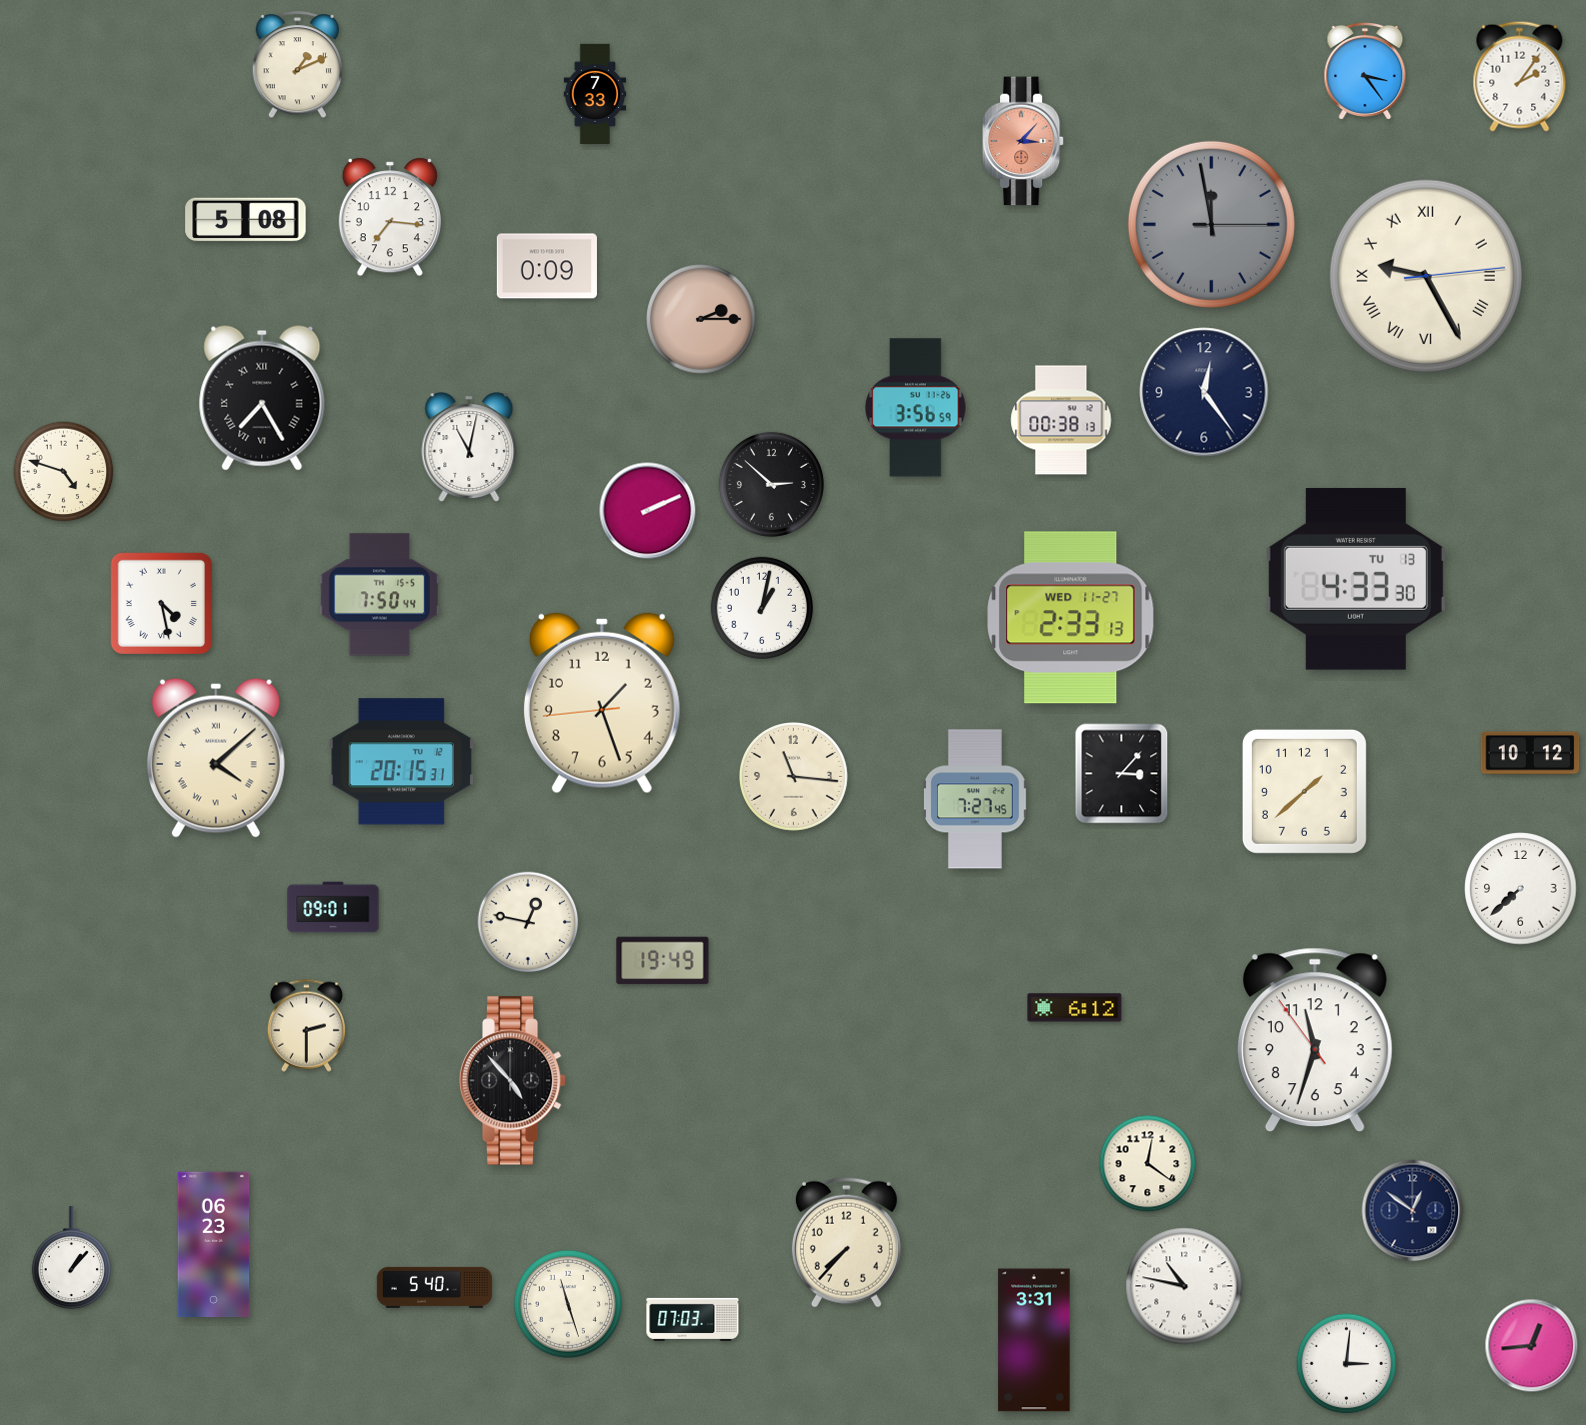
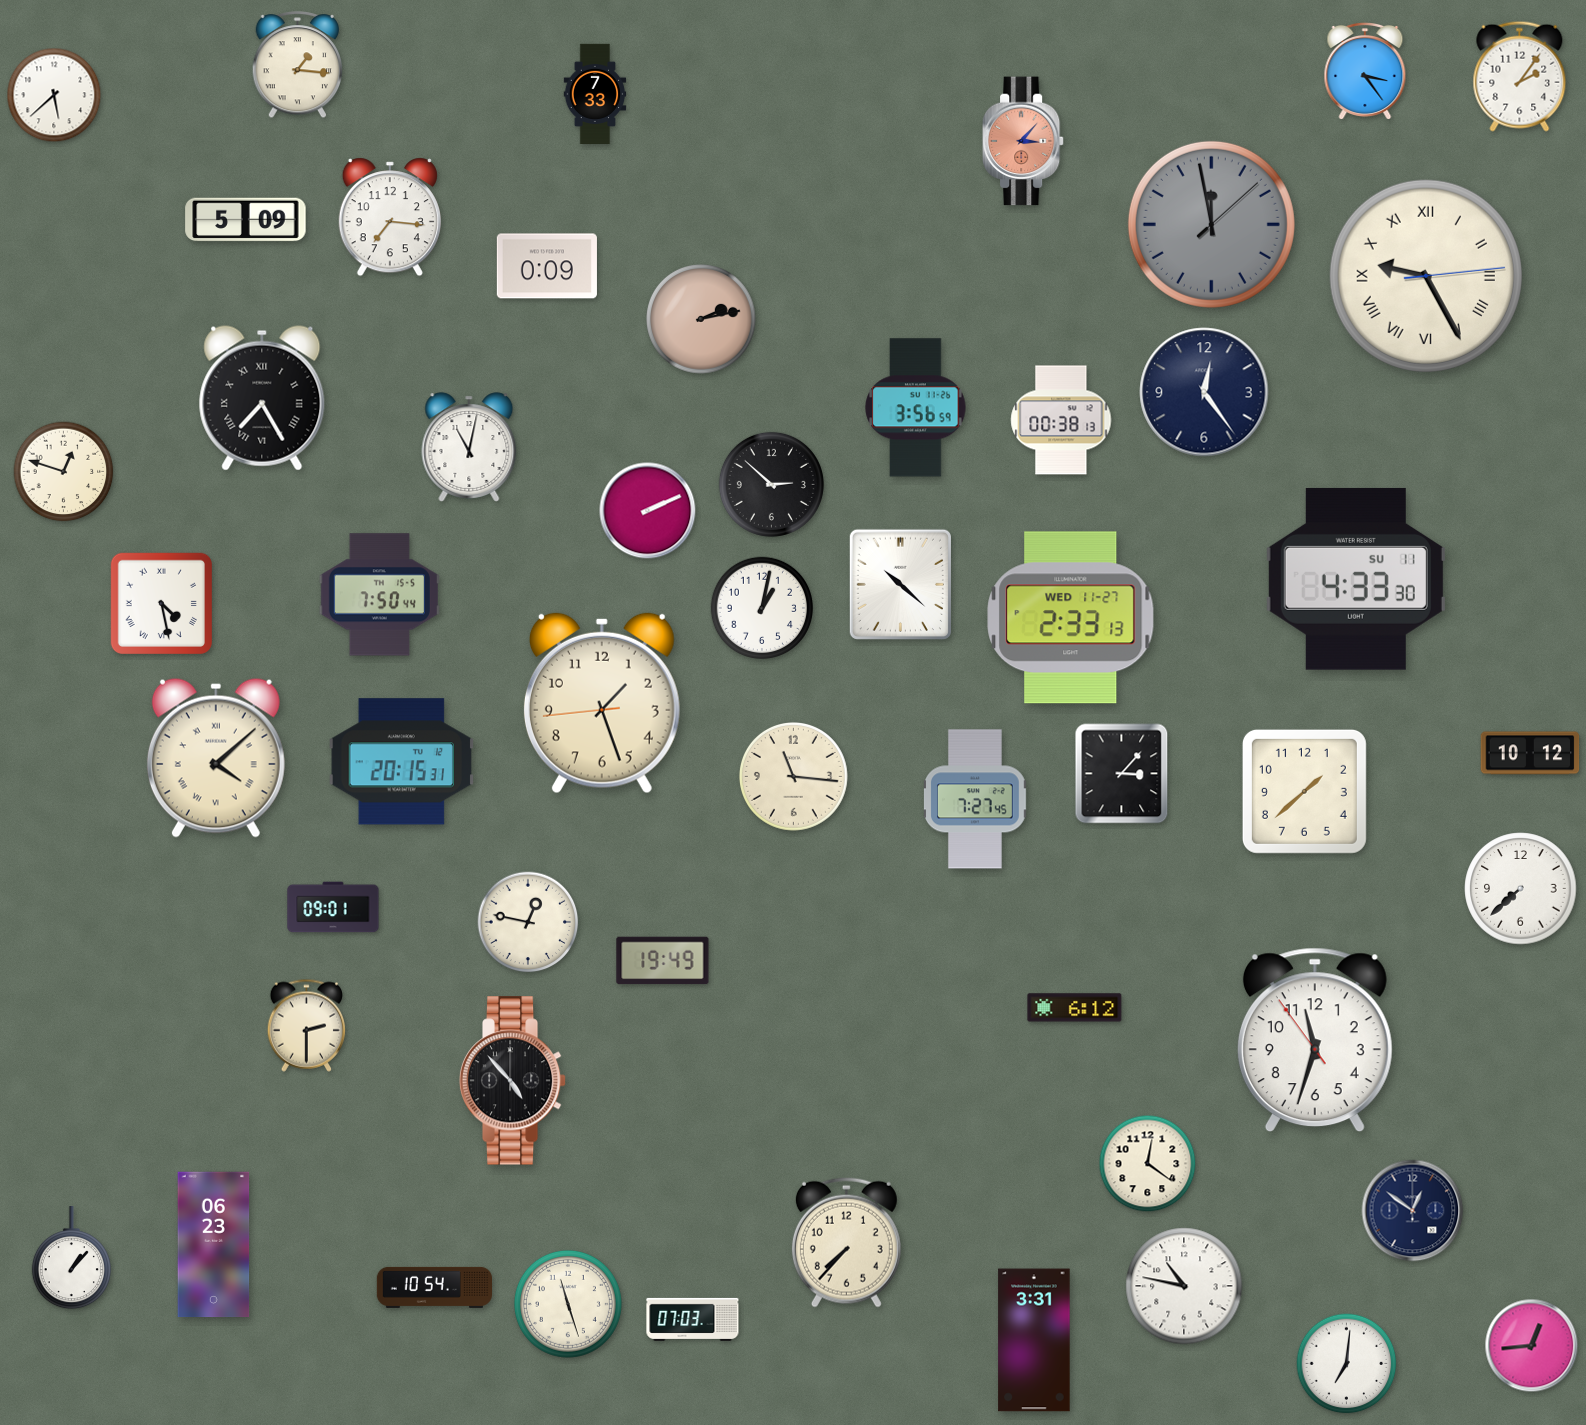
clock at (298, 65): 1:11 -> 1:16
clock at (54, 95): none -> 5:38
clock at (246, 220): 5:08 -> 5:09
clock at (1211, 224): 11:58:15 -> 11:58:08
clock at (702, 320): 2:15 -> 2:13
clock at (64, 472): 4:48 -> 12:48
clock at (1356, 579) date: TU 13 -> SU 11
clock at (900, 584): none -> 10:22
clock at (434, 1287): 5:40 -> 10:54
clock at (1347, 1364): 3:01 -> 7:01
